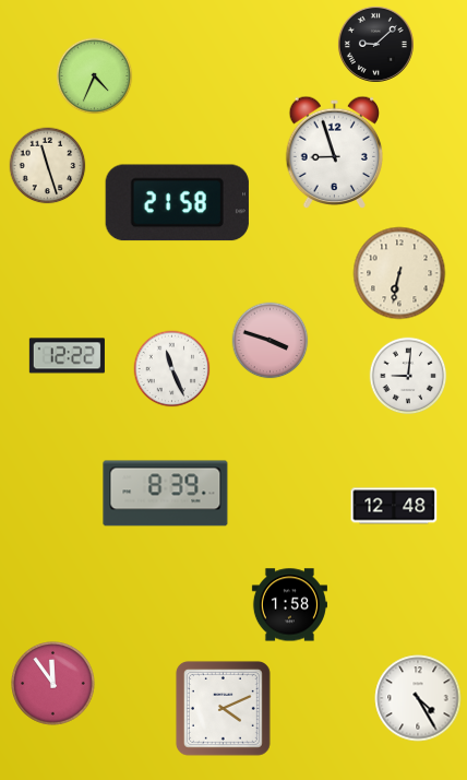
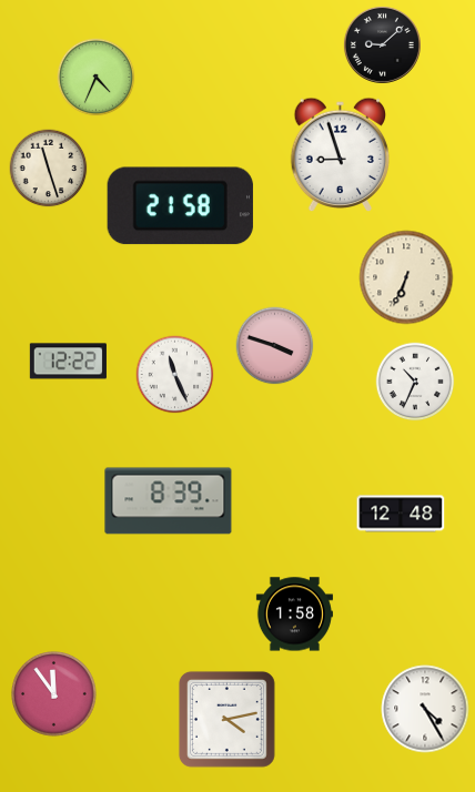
clock at (399, 273): 6:32 -> 6:34
clock at (408, 376): 9:01 -> 10:34
clock at (223, 708): 4:11 -> 4:13
